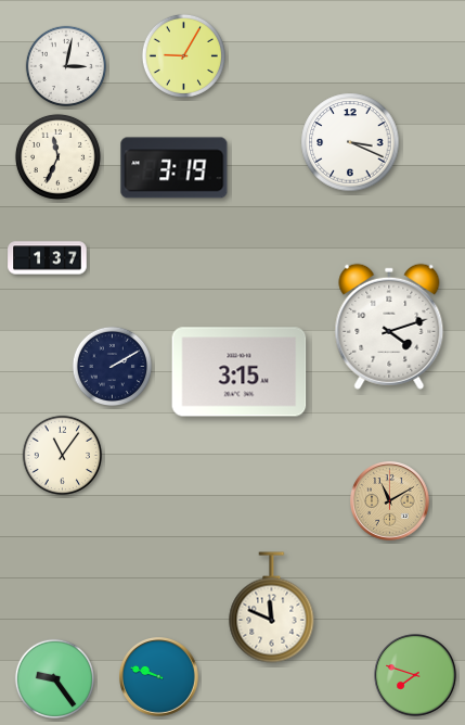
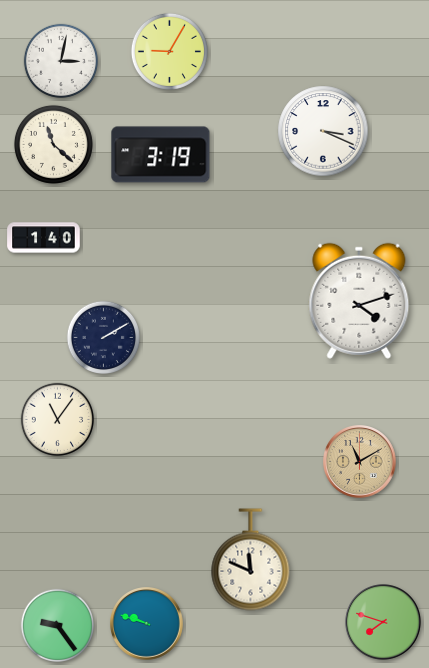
clock at (57, 156): 11:34 -> 11:22
clock at (48, 258): 1:37 -> 1:40
clock at (240, 372): 3:15 -> none
clock at (54, 678) position: (54, 678) -> (57, 625)
